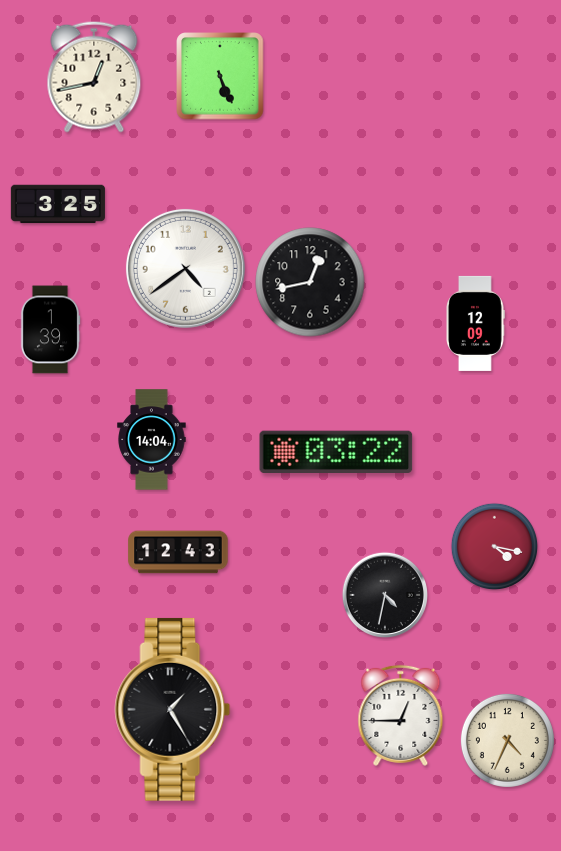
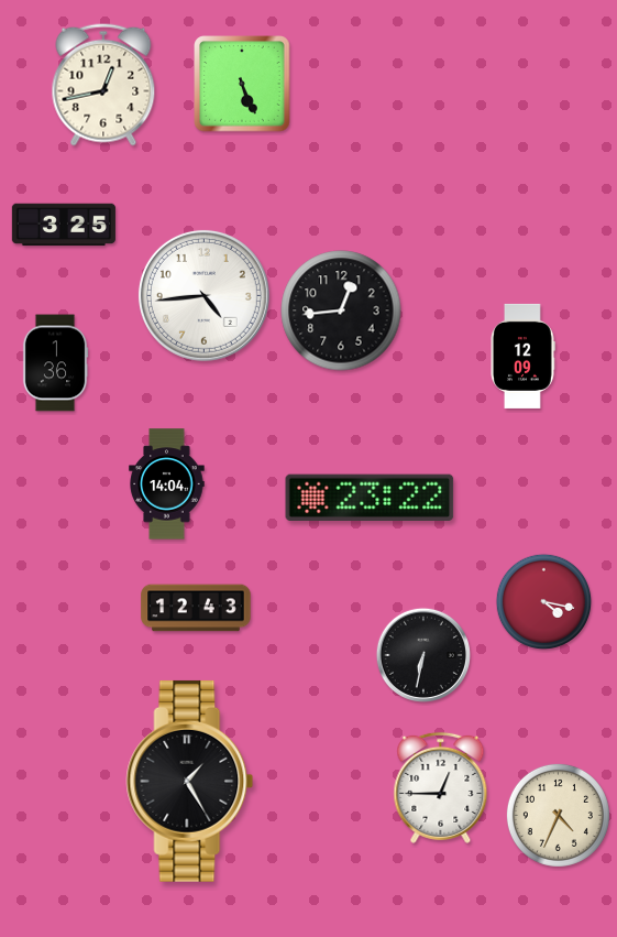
clock at (185, 268): 4:39 -> 4:44
clock at (310, 282): 12:43 -> 12:44
clock at (50, 330): 1:39 -> 1:36
clock at (336, 451): 03:22 -> 23:22
clock at (384, 594): 4:32 -> 6:32
